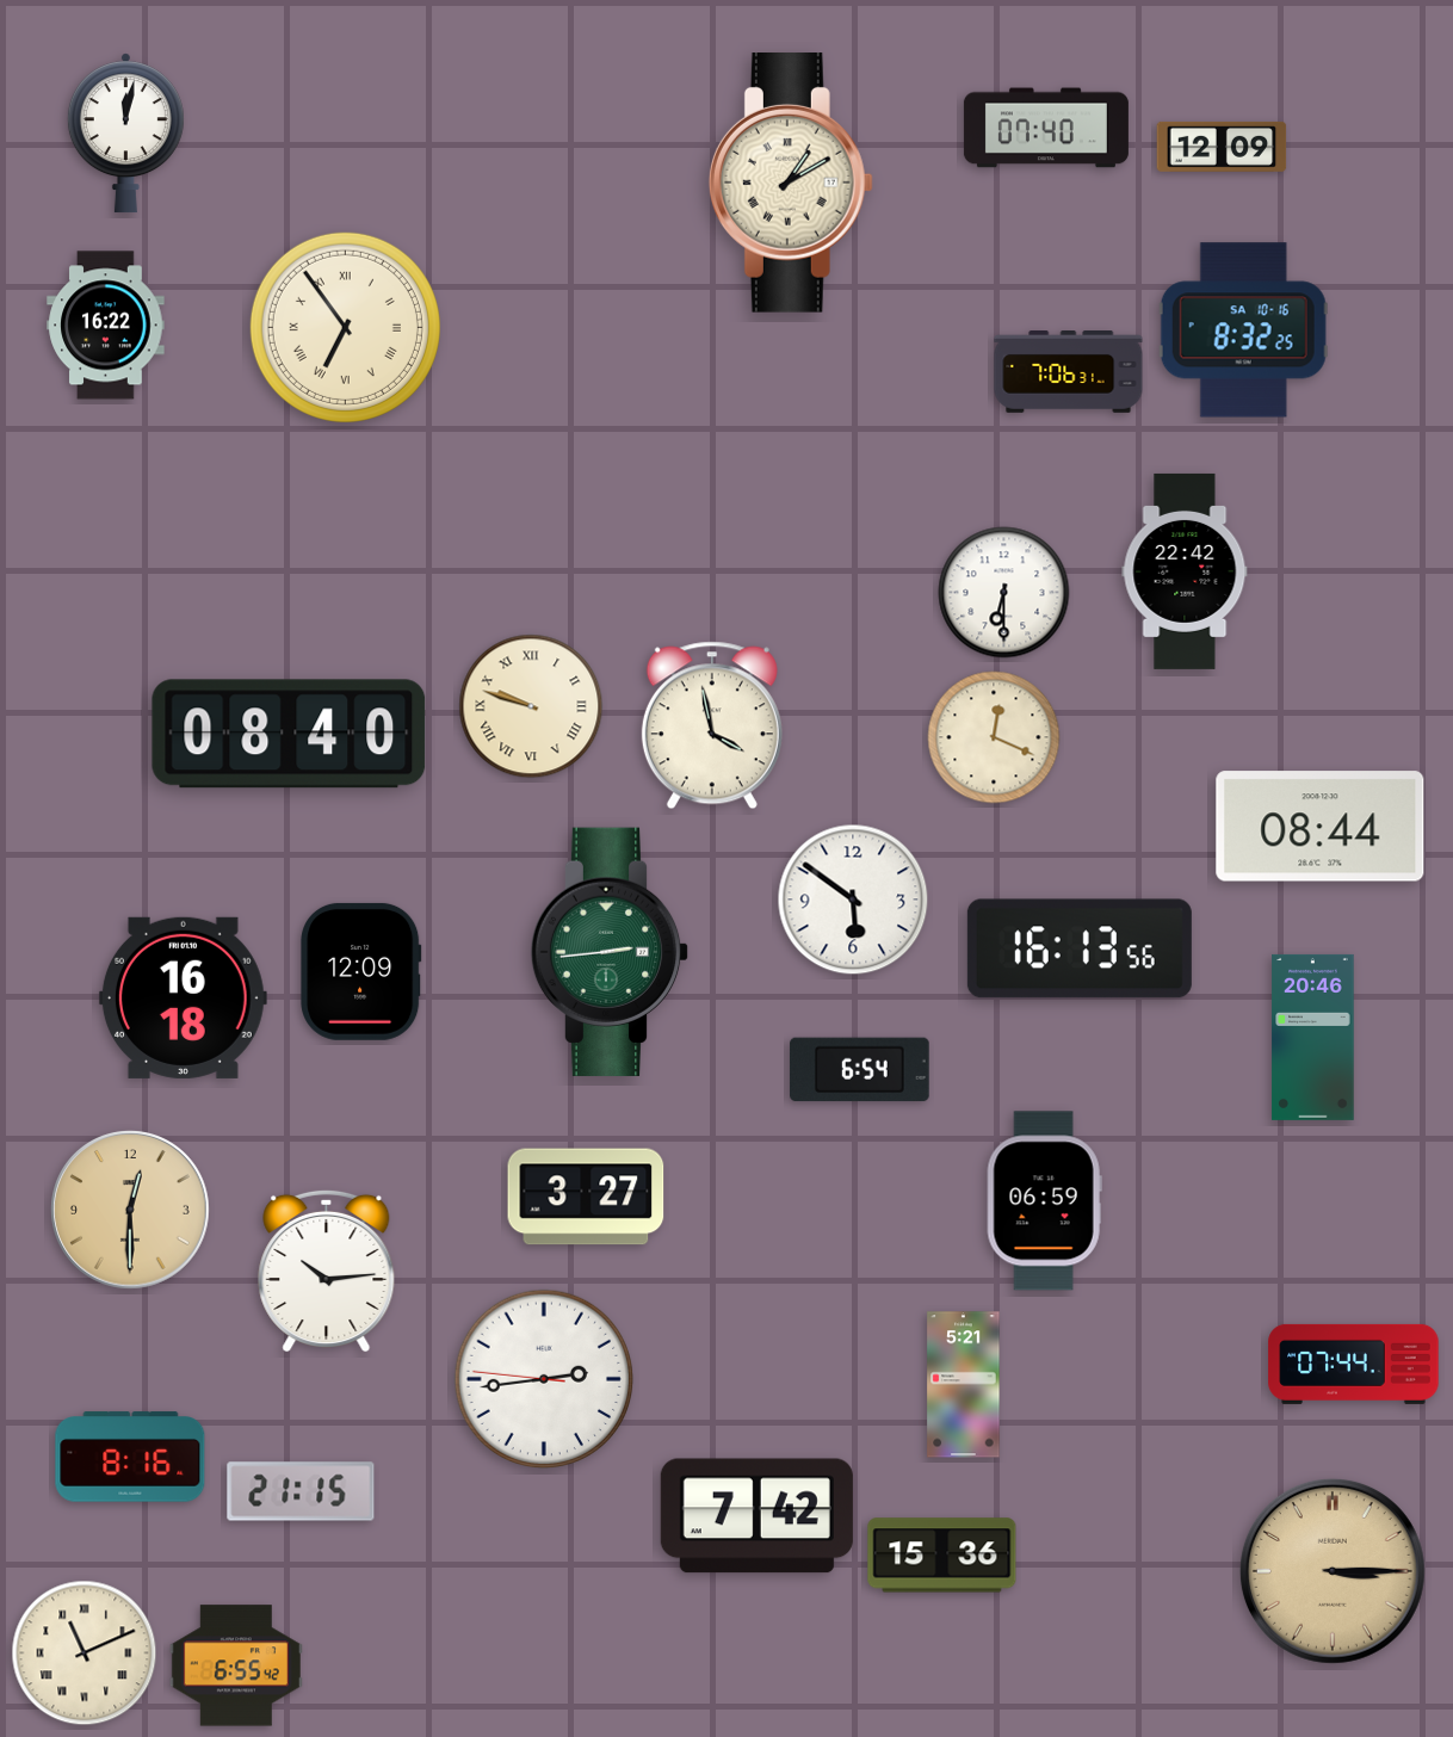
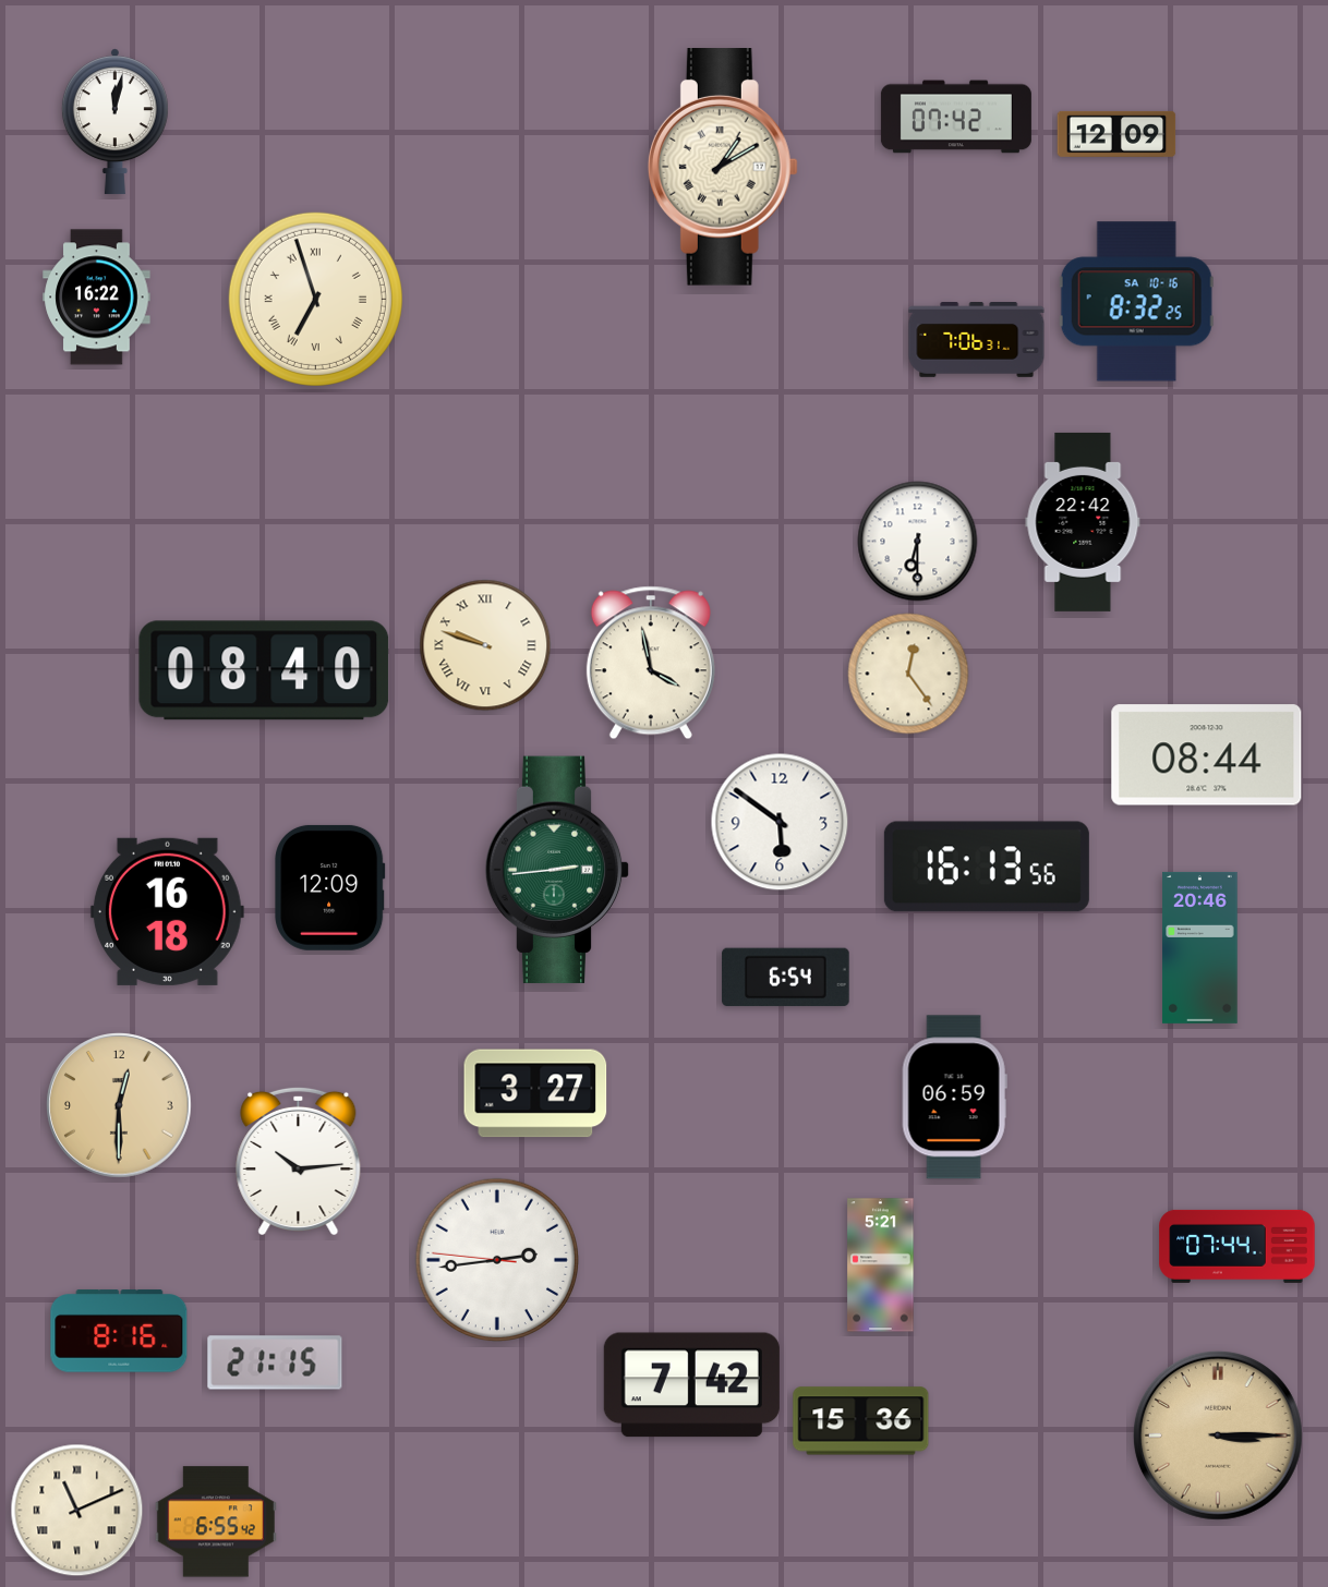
clock at (1046, 128): 07:40 -> 07:42
clock at (345, 327): 6:54 -> 6:57
clock at (994, 737): 12:19 -> 12:24
